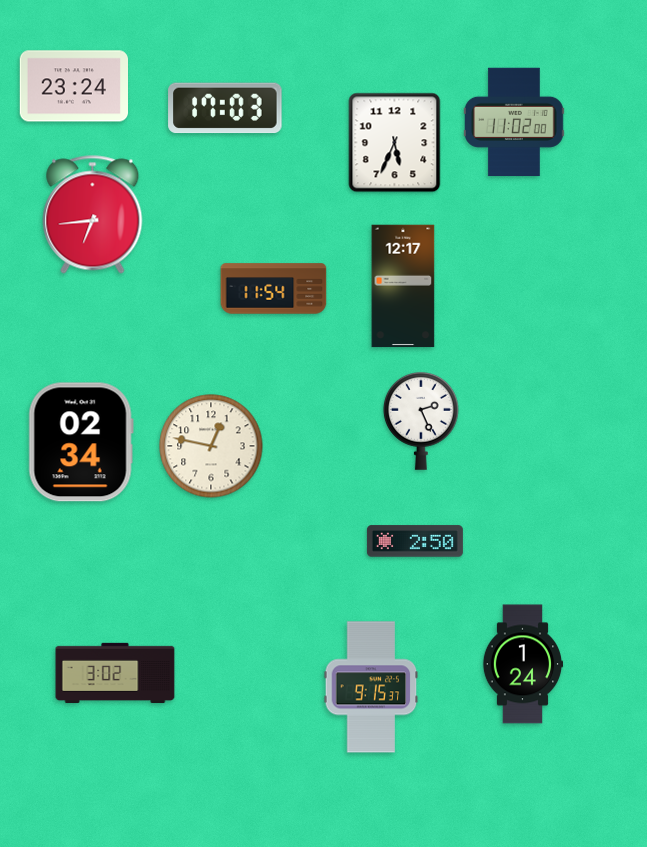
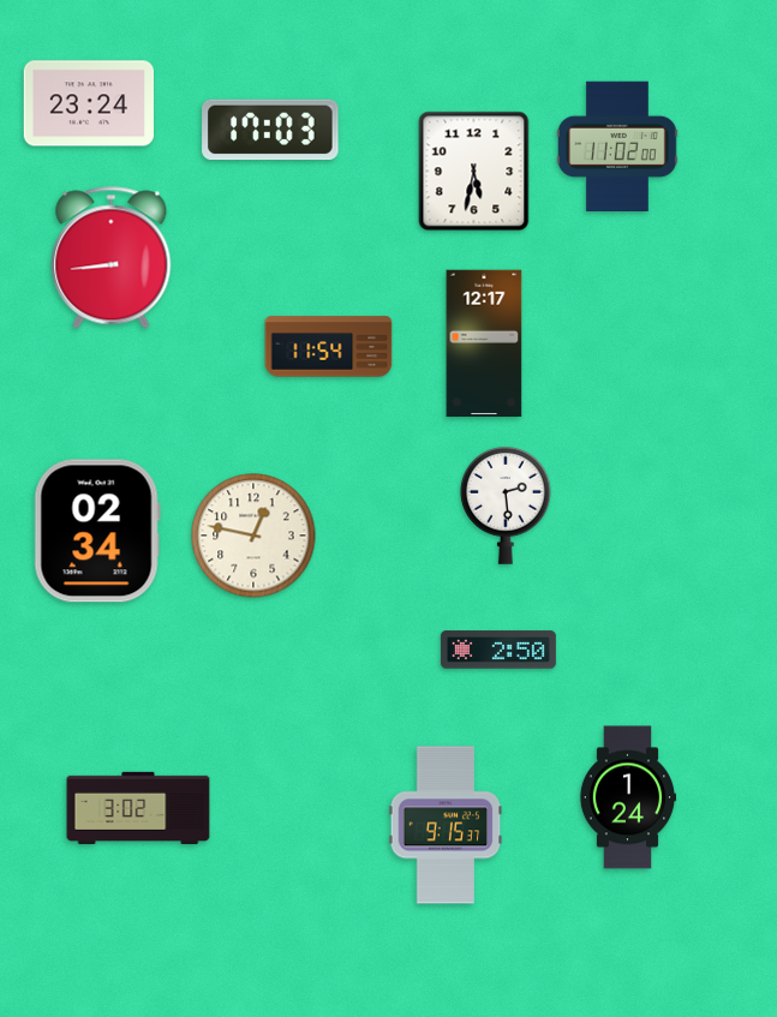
clock at (395, 143): 5:34 -> 5:32
clock at (93, 215): 6:44 -> 8:44
clock at (421, 421): 2:26 -> 2:29
